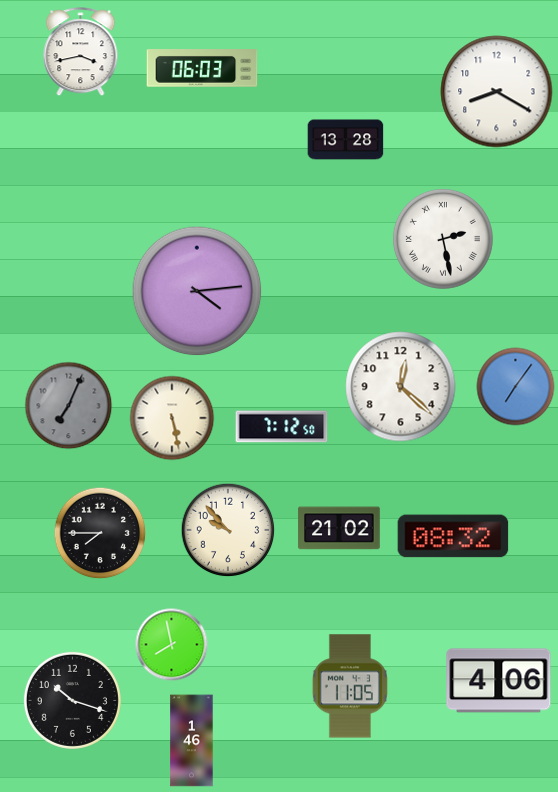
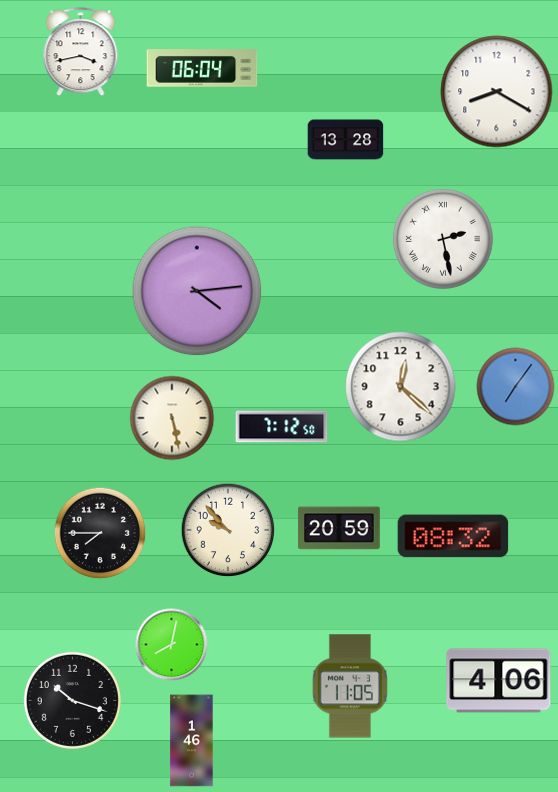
clock at (202, 68): 06:03 -> 06:04
clock at (69, 406): 7:04 -> none
clock at (339, 528): 21:02 -> 20:59
clock at (172, 645): 7:58 -> 8:02
